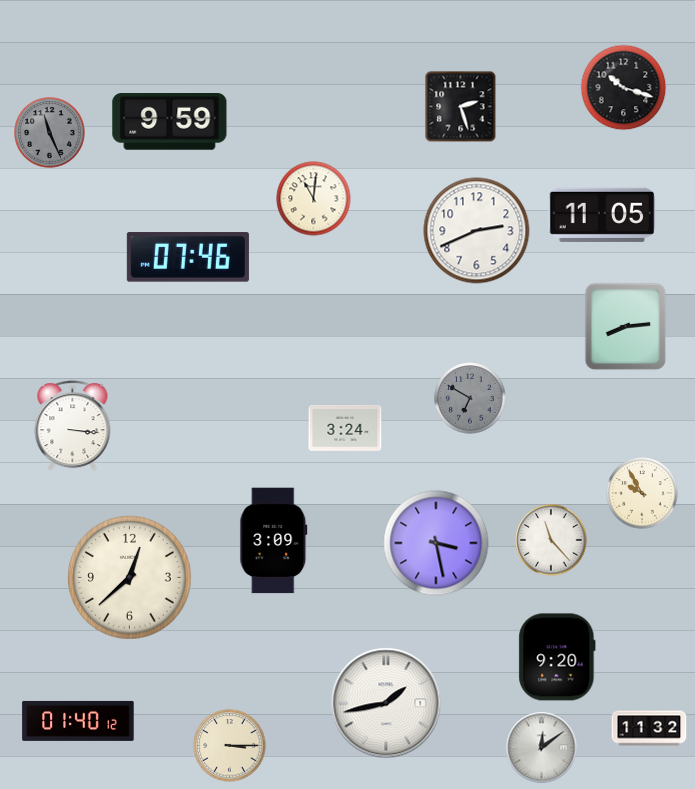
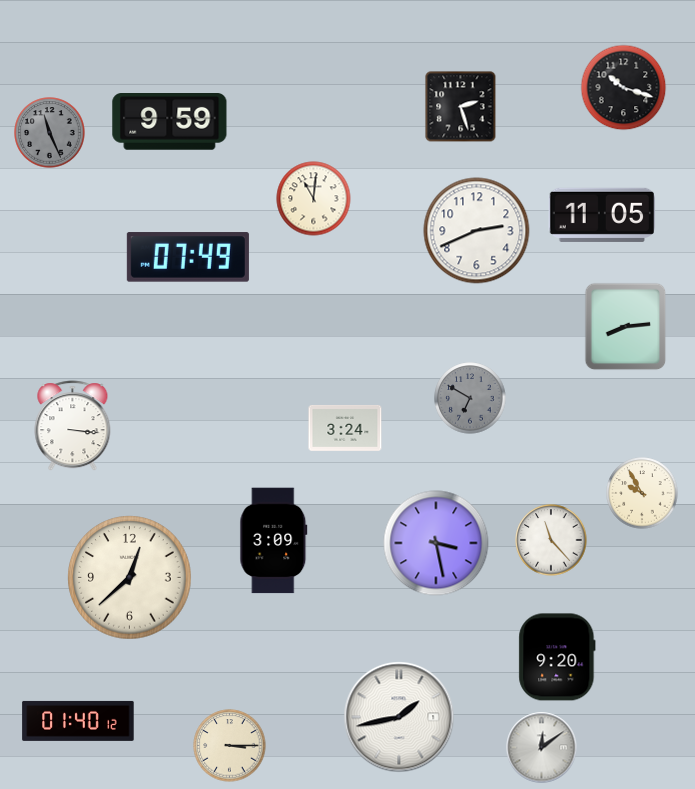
clock at (188, 257): 07:46 -> 07:49
clock at (386, 703) position: (386, 703) -> (399, 717)
clock at (649, 728): 11:32 -> none
